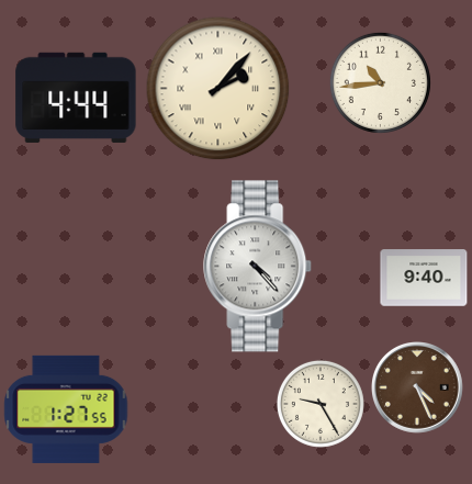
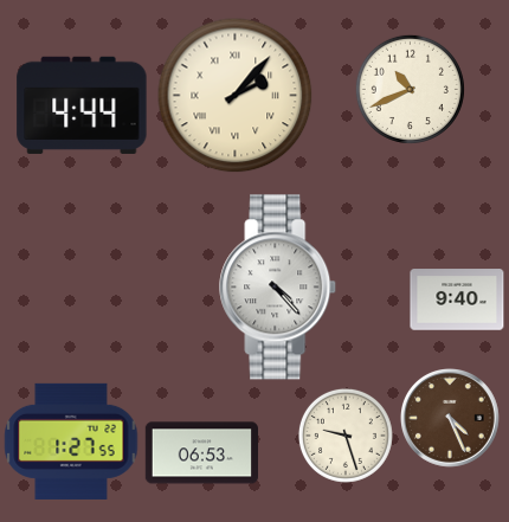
clock at (380, 82): 10:44 -> 10:41
clock at (321, 404): 9:25 -> 9:27
clock at (201, 453): none -> 06:53
